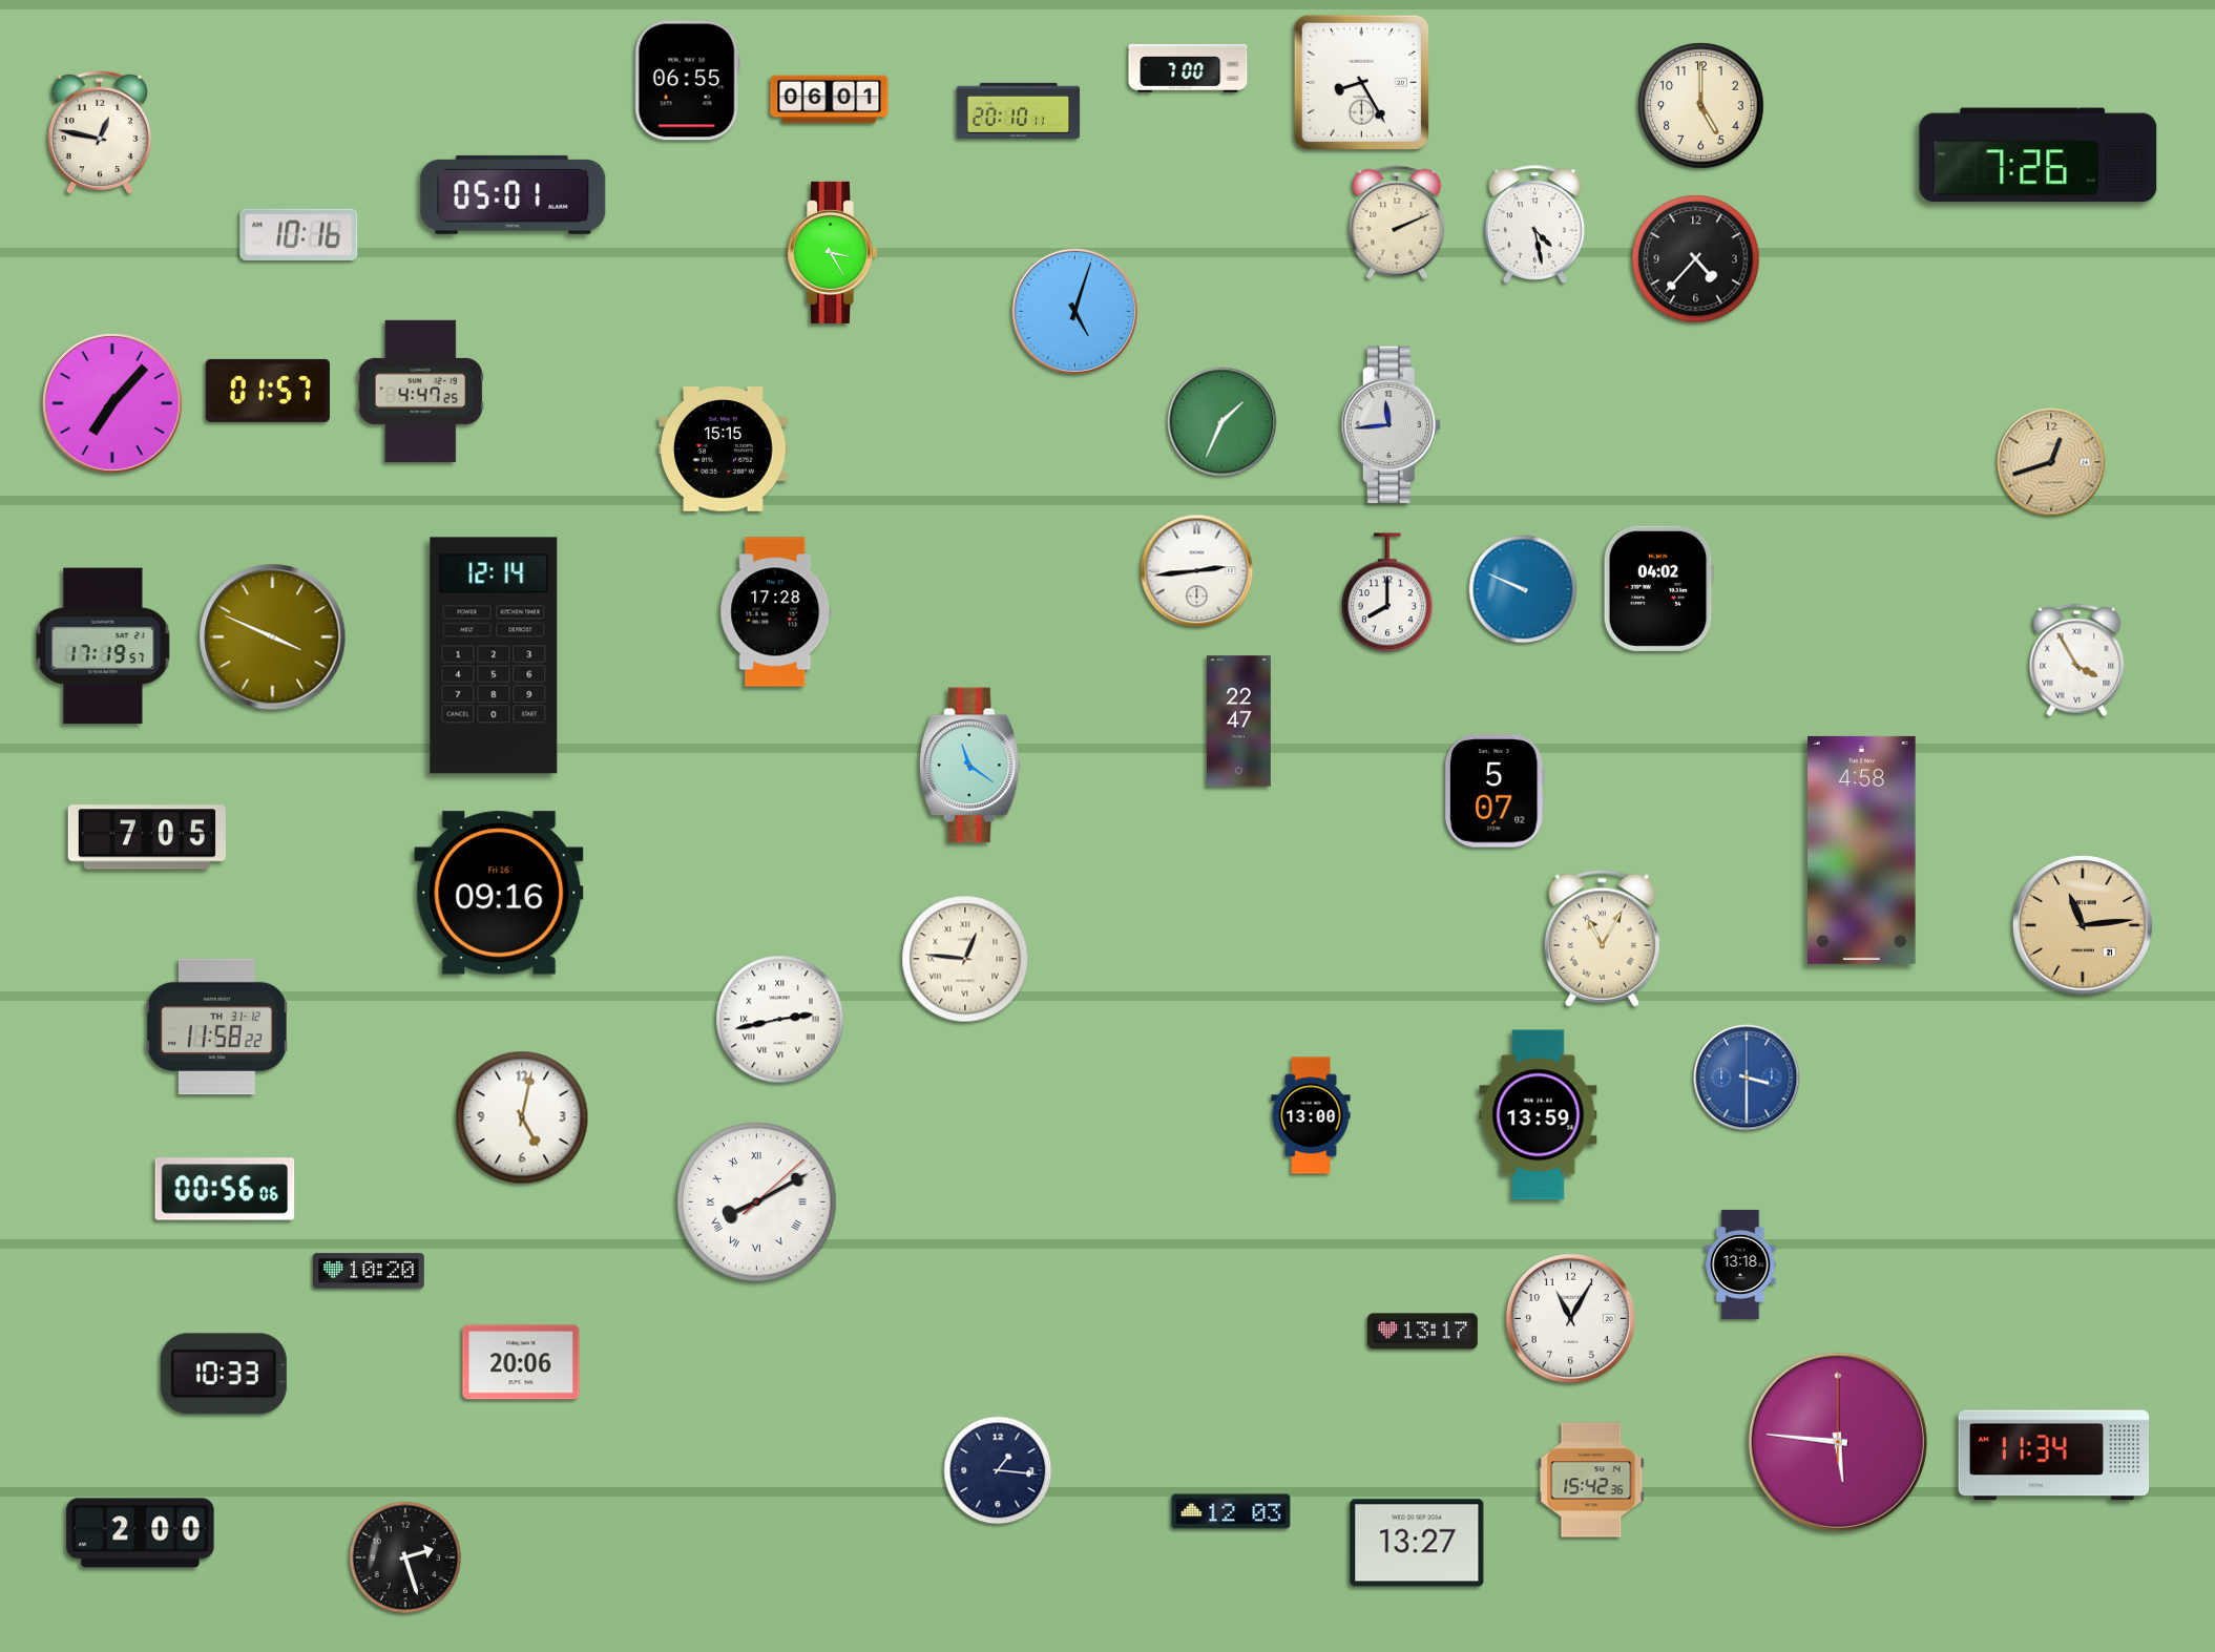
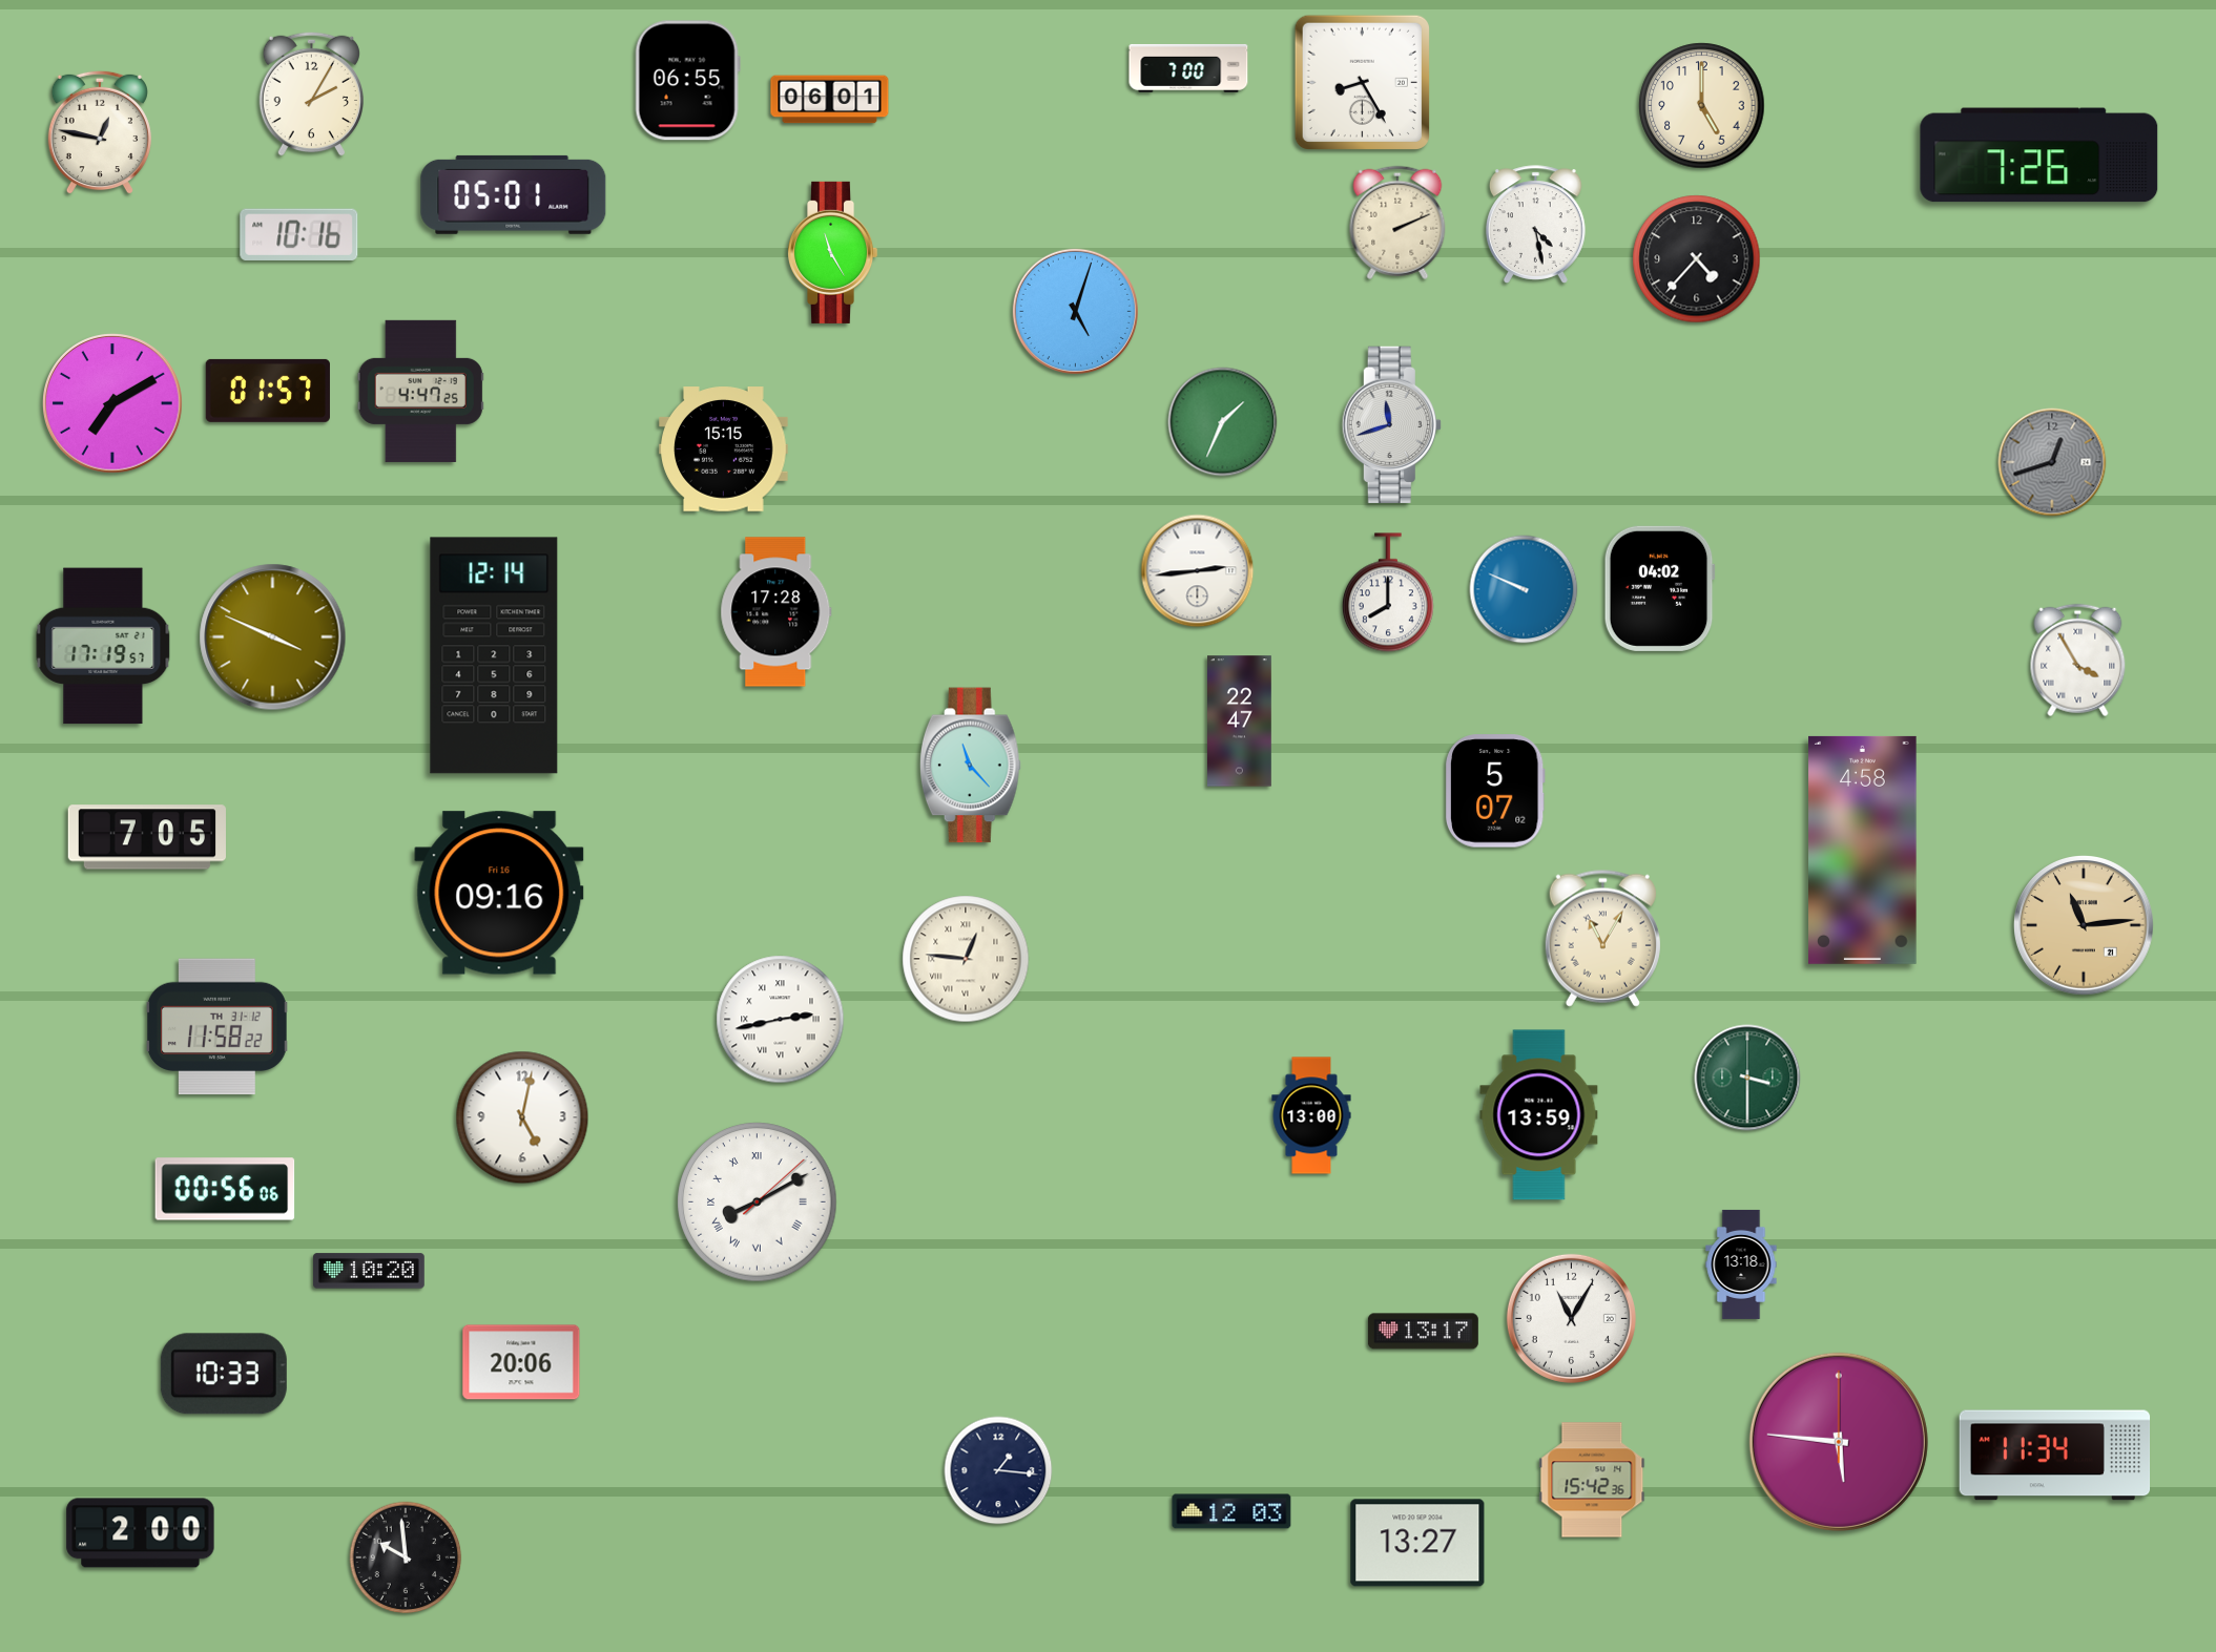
clock at (311, 93): none -> 2:05
clock at (1019, 110): 20:10 -> none
clock at (833, 252): 3:25 -> 11:25
clock at (112, 403): 7:07 -> 7:10
clock at (1391, 425): 11:44 -> 11:42
clock at (2051, 462) dial: champagne -> grey
clock at (969, 766): 11:21 -> 11:23
clock at (1747, 1078) dial: blue -> green
clock at (405, 1557): 2:27 -> 9:59
